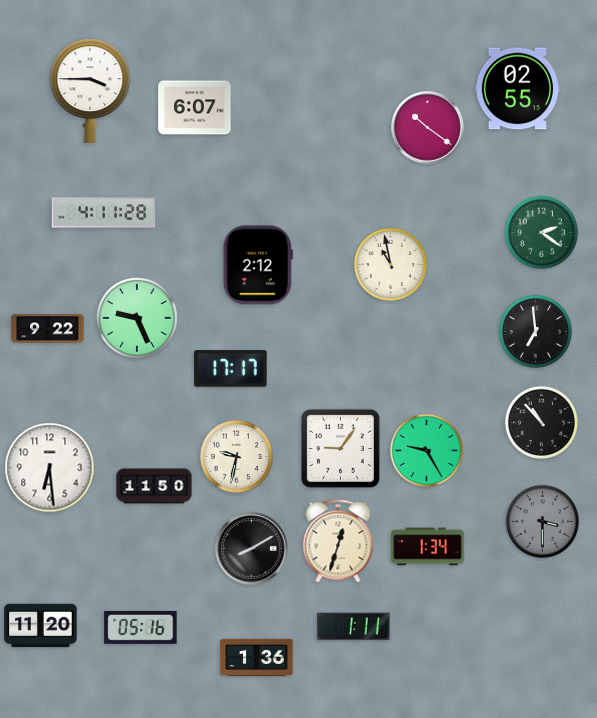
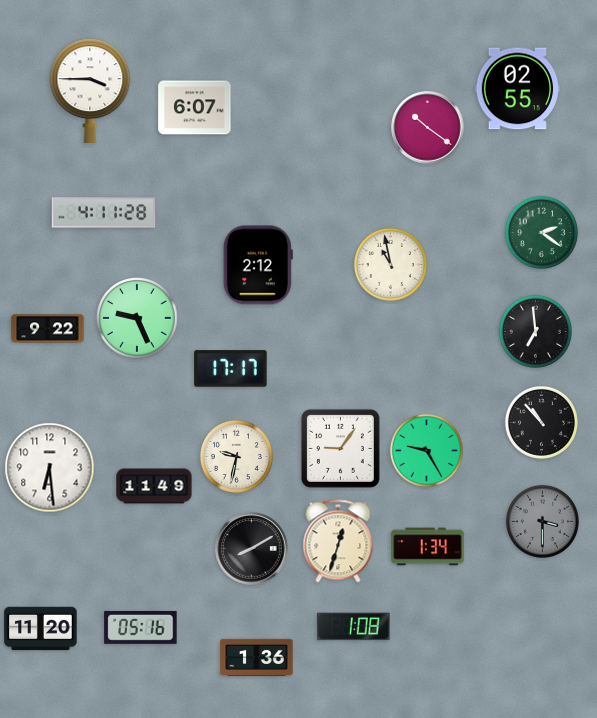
clock at (154, 486): 11:50 -> 11:49
clock at (41, 626) position: (41, 626) -> (41, 629)
clock at (354, 627): 1:11 -> 1:08
